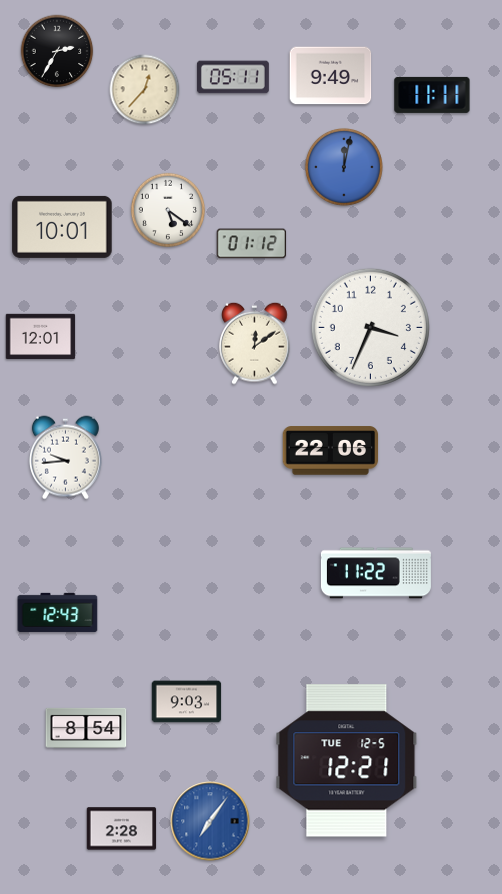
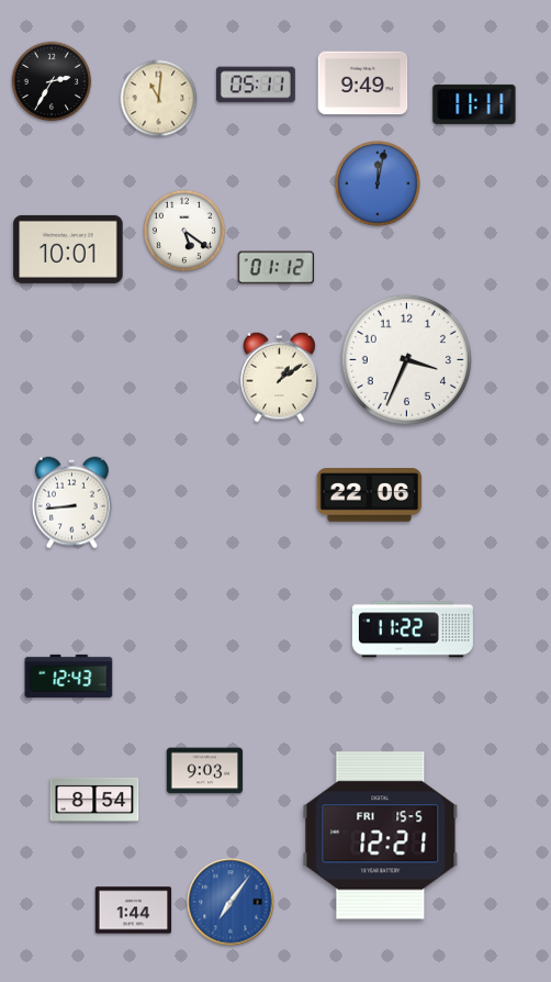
clock at (57, 51) position: (57, 51) -> (52, 81)
clock at (145, 90): 12:37 -> 11:01
clock at (41, 337): 12:01 -> none
clock at (255, 343): 12:09 -> 1:09
clock at (331, 451) position: (331, 451) -> (370, 495)
clock at (65, 458): 9:44 -> 8:44
clock at (58, 612) position: (58, 612) -> (69, 676)
clock at (347, 761) date: TUE 12-5 -> FRI 15-5
clock at (122, 829): 2:28 -> 1:44
